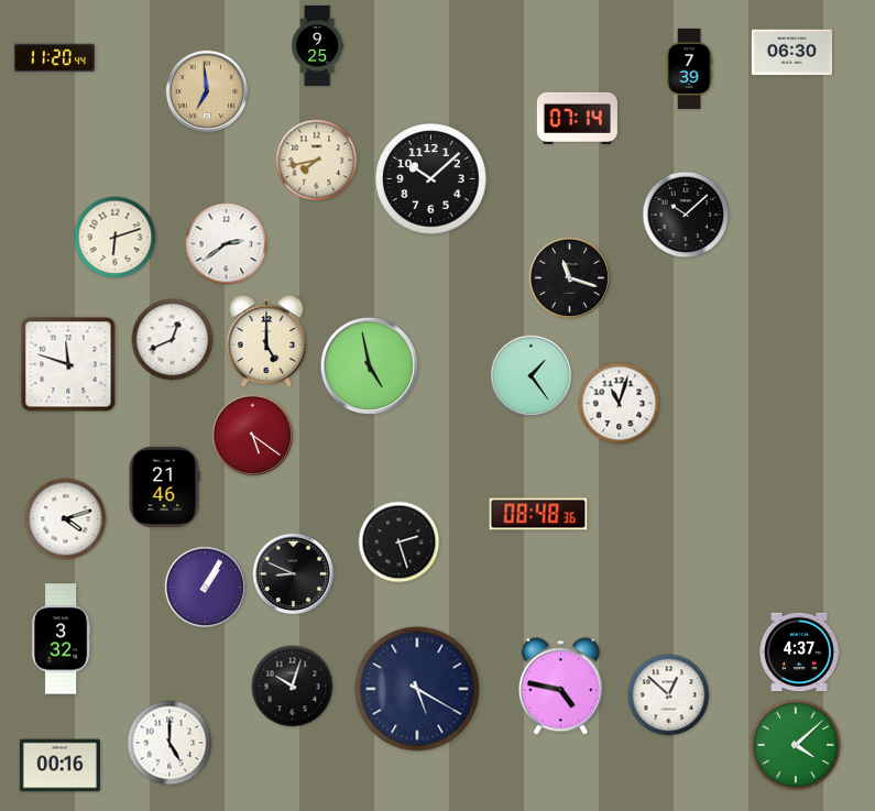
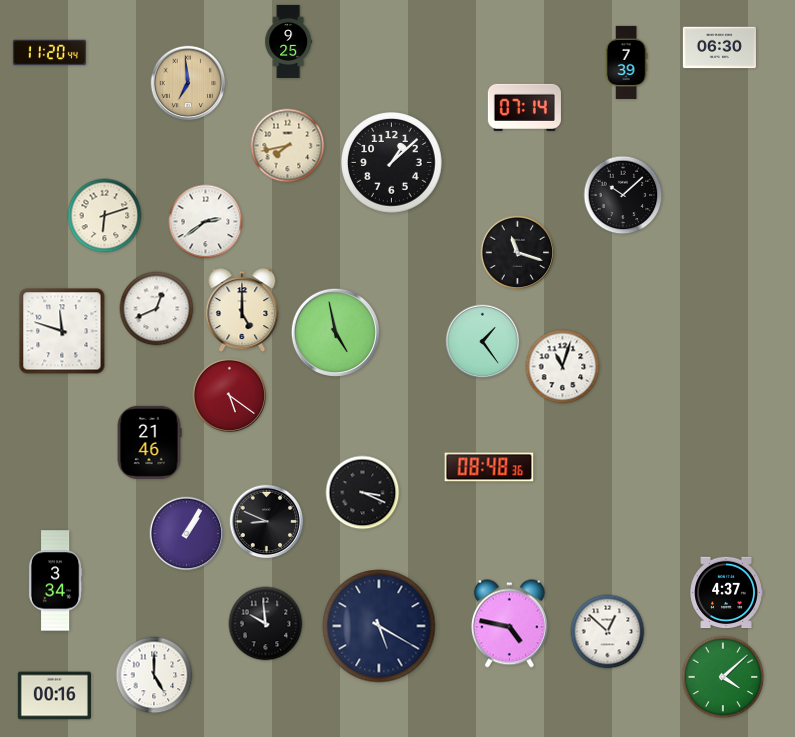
clock at (431, 179): 10:08 -> 1:08
clock at (66, 519): 4:12 -> none
clock at (400, 543): 2:27 -> 3:19
clock at (61, 639): 3:32 -> 3:34
clock at (293, 687): 10:03 -> 9:59
